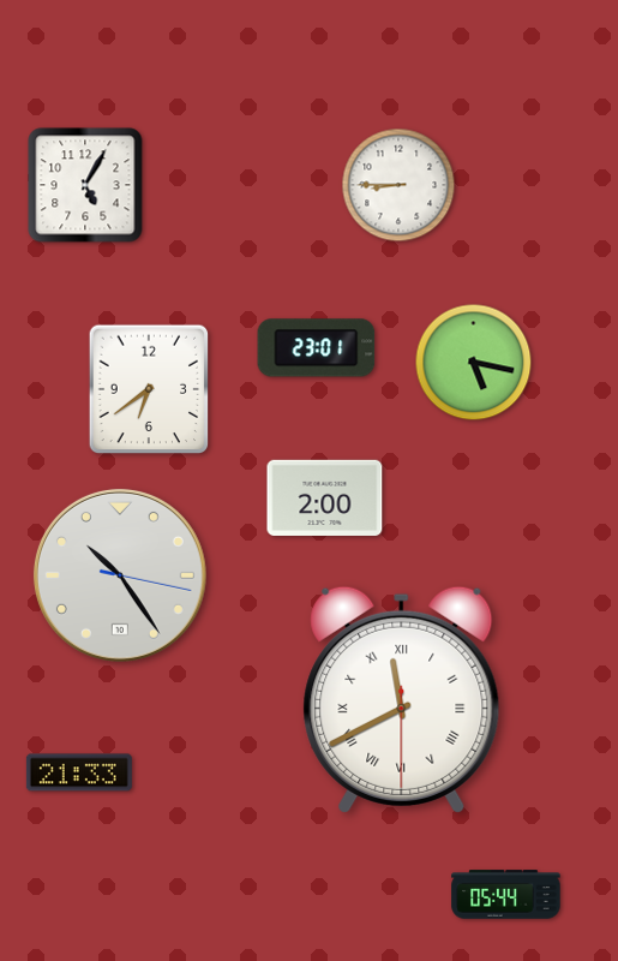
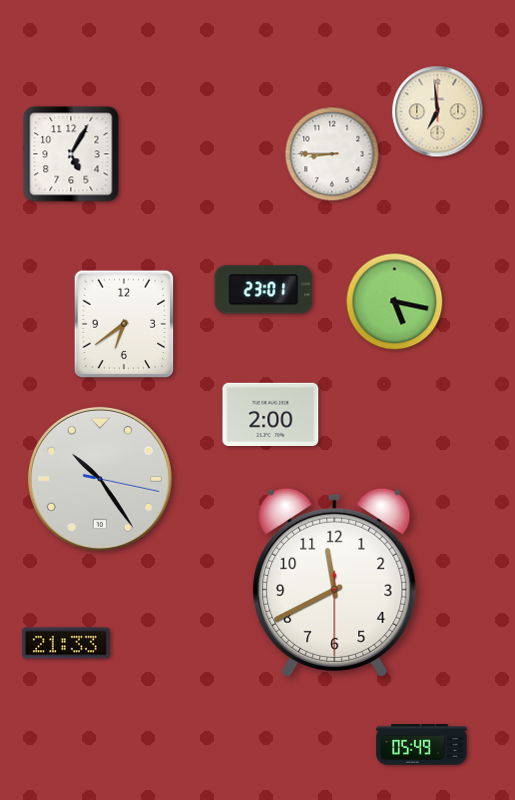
clock at (438, 112): none -> 6:59
clock at (402, 699) numerals: Roman -> Arabic
clock at (506, 895): 05:44 -> 05:49
